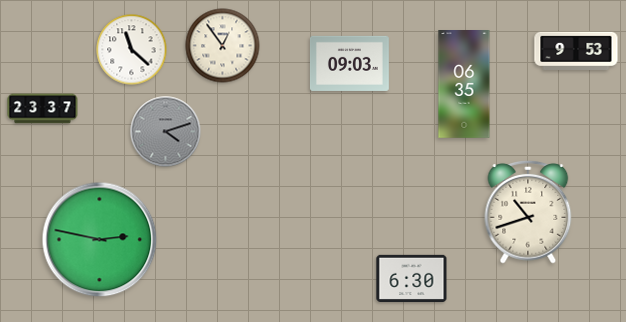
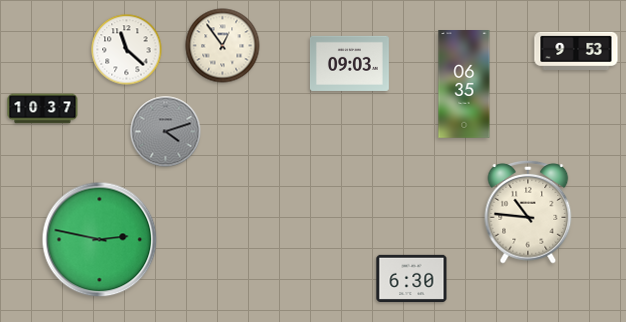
clock at (132, 50) position: (132, 50) -> (127, 50)
clock at (43, 109): 23:37 -> 10:37
clock at (528, 212): 10:42 -> 10:46
